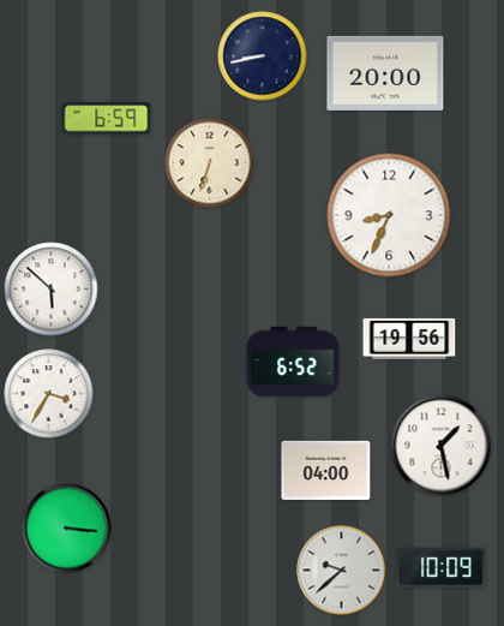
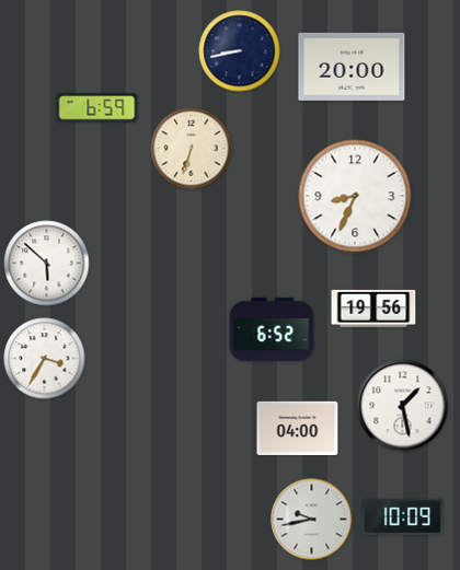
clock at (293, 362) position: (293, 362) -> (272, 329)
clock at (67, 529): 3:16 -> none
clock at (342, 571): 9:38 -> 9:43
